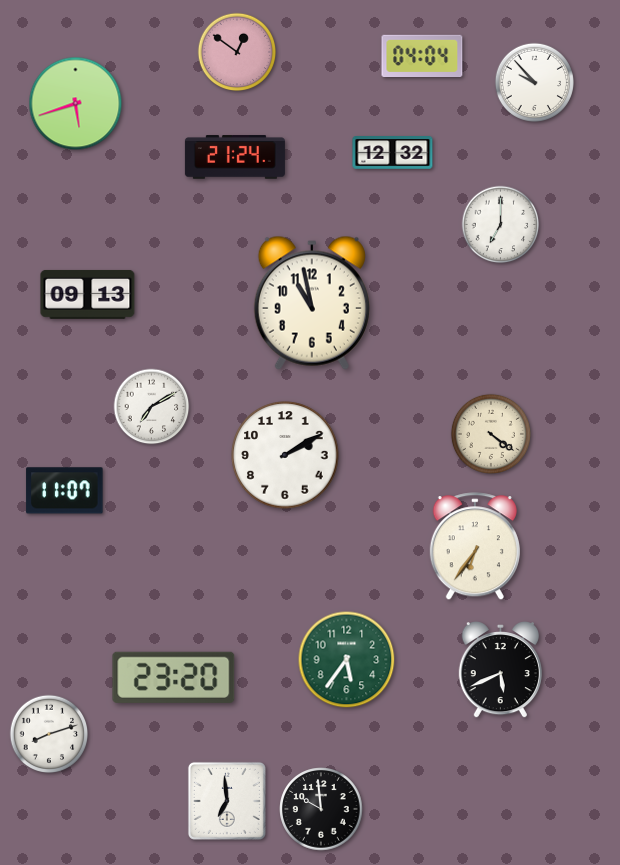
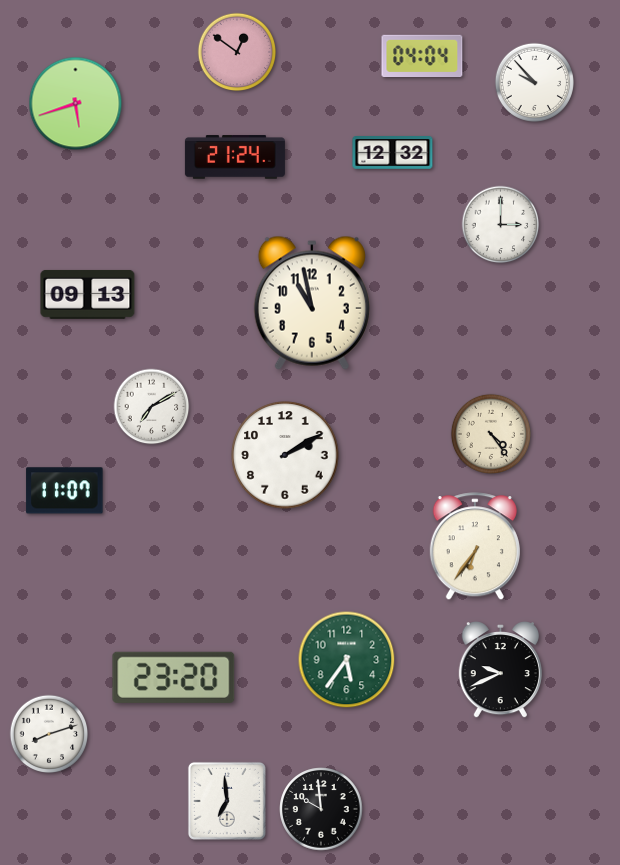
clock at (501, 225): 7:00 -> 3:00
clock at (491, 434): 4:21 -> 4:24
clock at (500, 671): 5:41 -> 9:41
